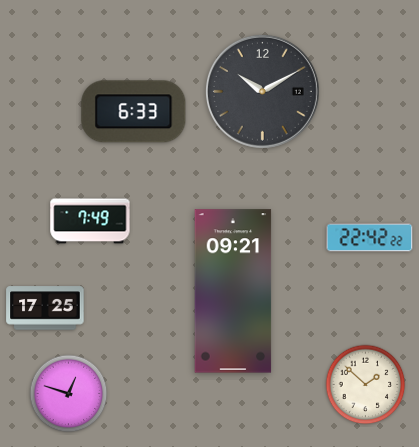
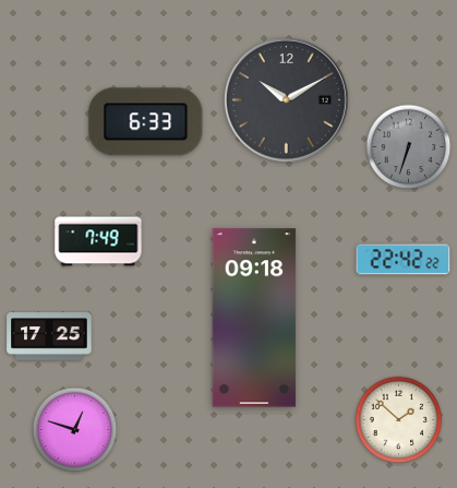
clock at (409, 147): none -> 6:33
clock at (233, 291): 09:21 -> 09:18
